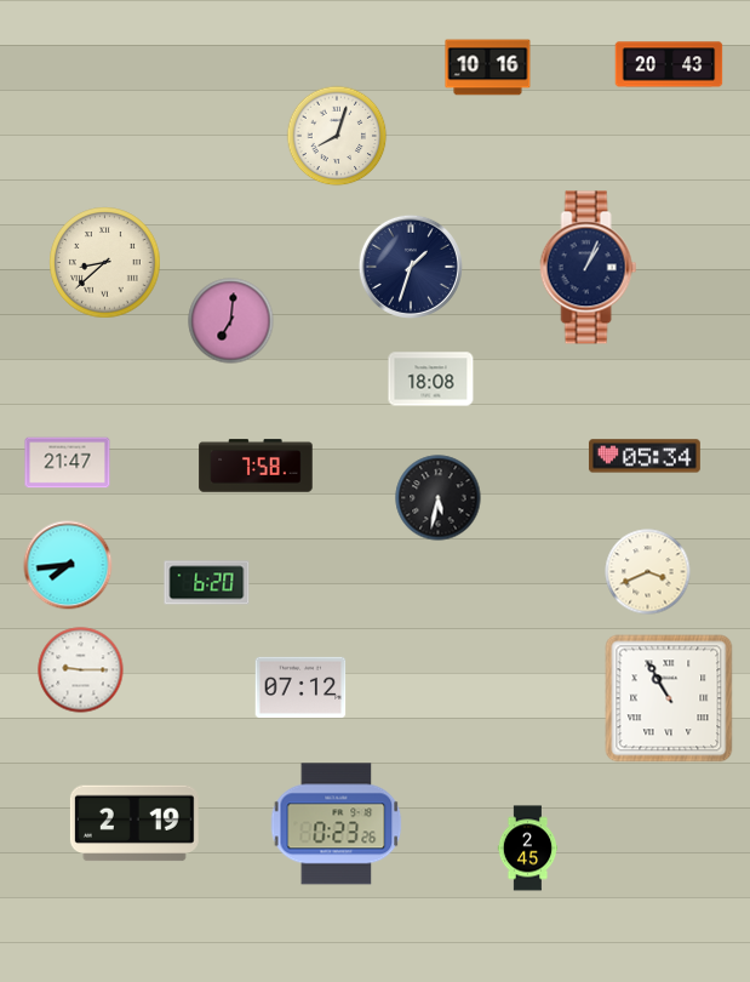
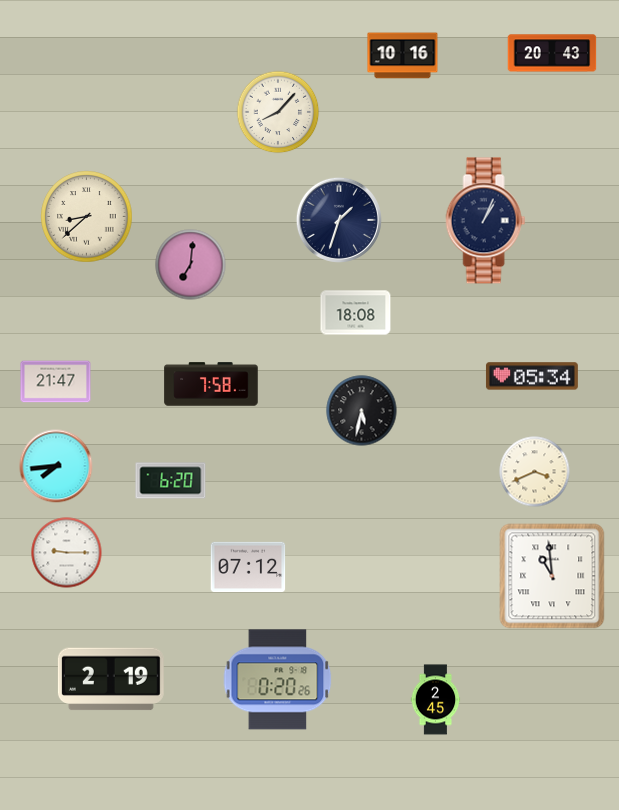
clock at (337, 136): 8:03 -> 8:07
clock at (669, 698): 10:55 -> 10:59
clock at (337, 824): 0:23 -> 0:20
